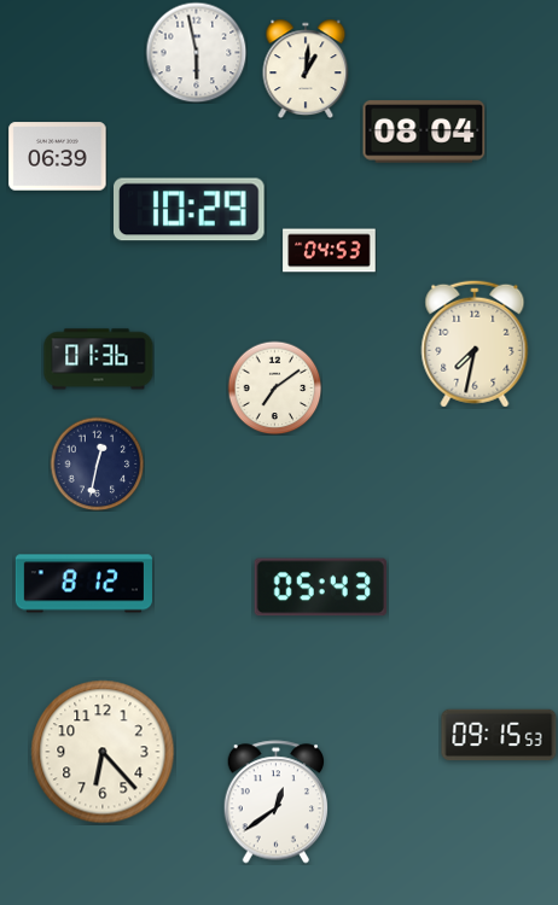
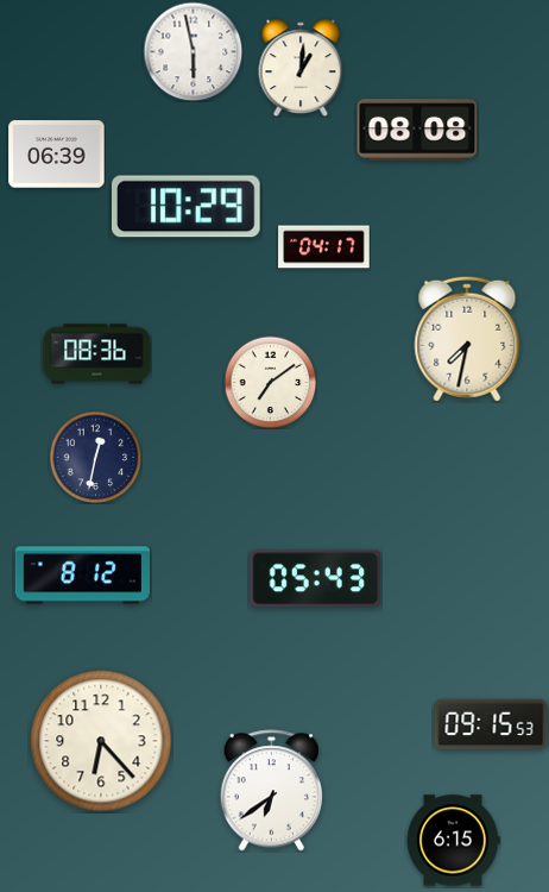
clock at (424, 132): 08:04 -> 08:08
clock at (330, 251): 04:53 -> 04:17
clock at (99, 360): 01:36 -> 08:36
clock at (277, 802): 12:39 -> 6:39
clock at (453, 841): none -> 6:15
